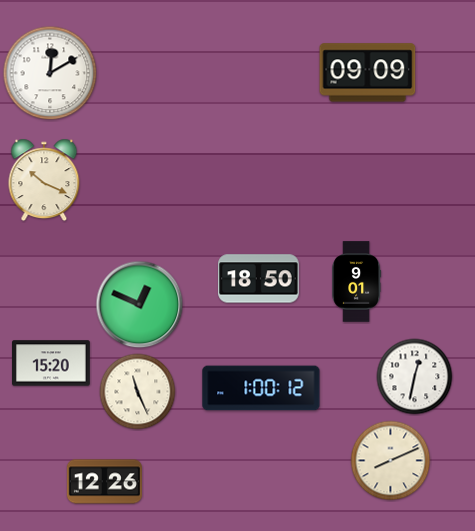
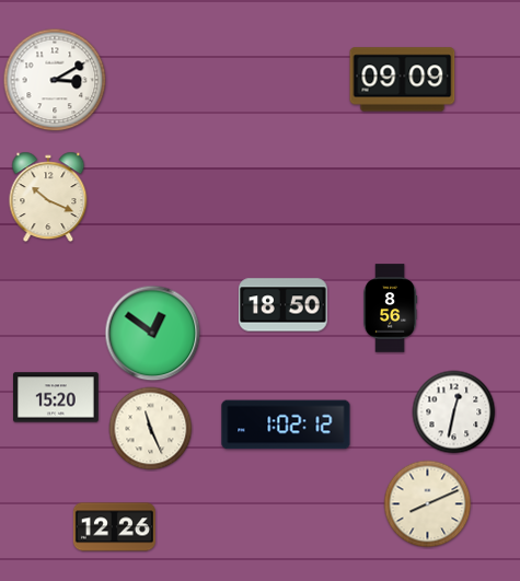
clock at (50, 73): 12:10 -> 3:10
clock at (357, 282): 9:01 -> 8:56
clock at (140, 305): 12:49 -> 12:51
clock at (261, 388): 1:00 -> 1:02
